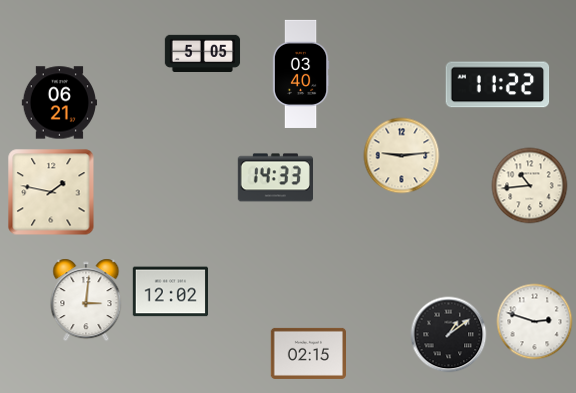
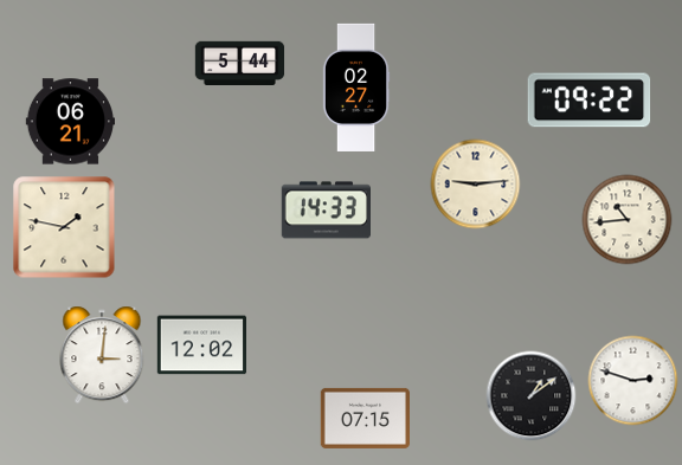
clock at (203, 53): 5:05 -> 5:44
clock at (301, 74): 03:40 -> 02:27
clock at (498, 85): 11:22 -> 09:22
clock at (51, 192) position: (51, 192) -> (64, 227)
clock at (308, 353): 02:15 -> 07:15
